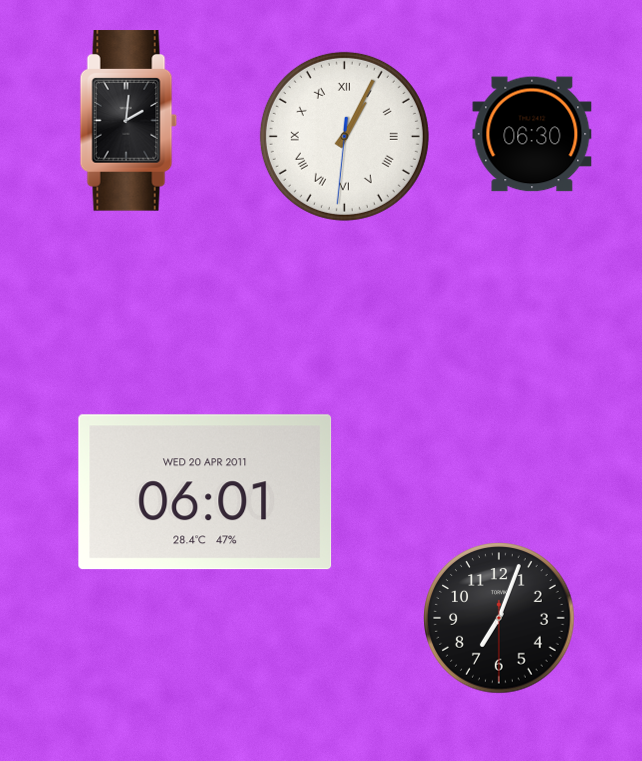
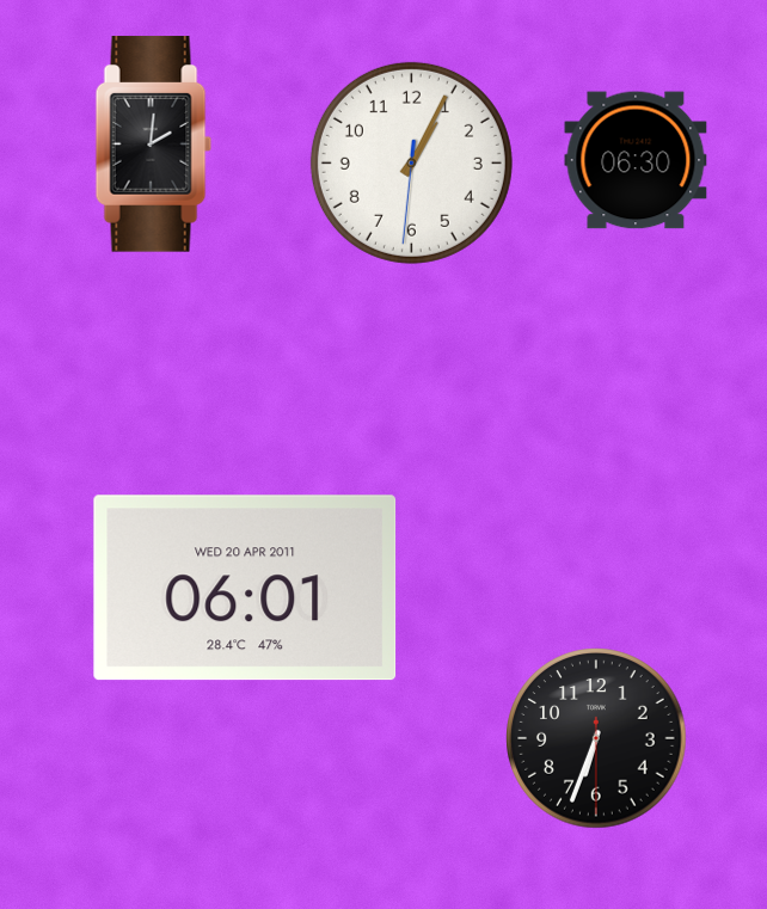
clock at (344, 136) numerals: Roman -> Arabic
clock at (499, 618): 7:03 -> 6:33
